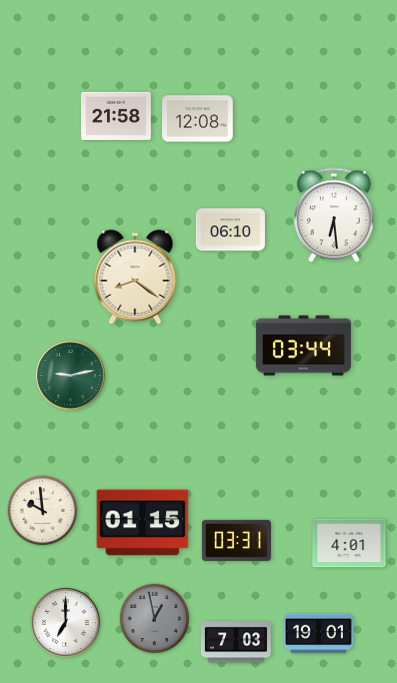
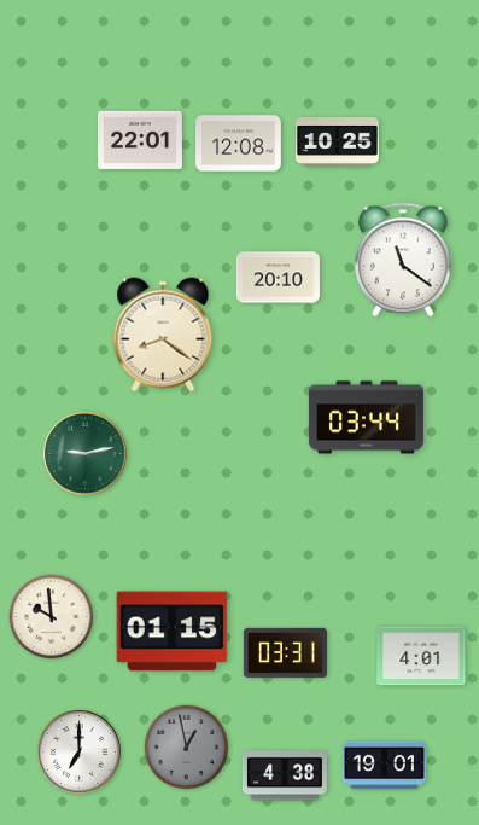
clock at (116, 116): 21:58 -> 22:01
clock at (337, 141): none -> 10:25
clock at (334, 215): 6:29 -> 11:21
clock at (230, 230): 06:10 -> 20:10
clock at (236, 642): 7:03 -> 4:38
